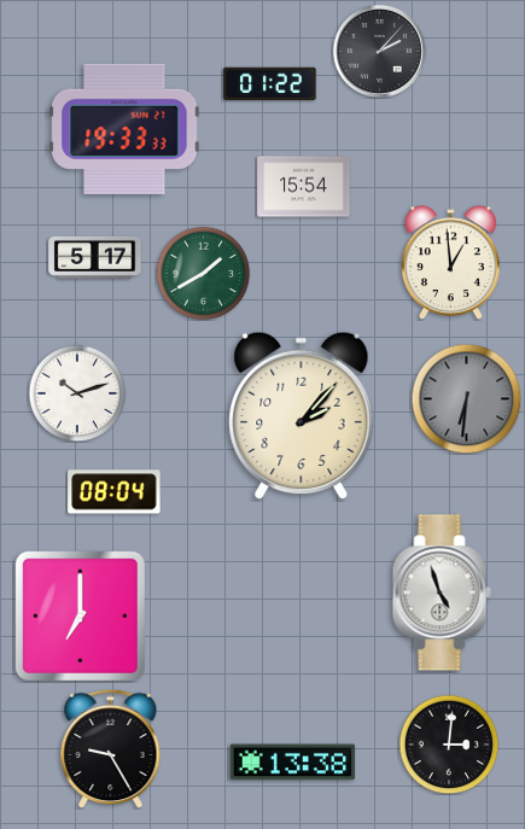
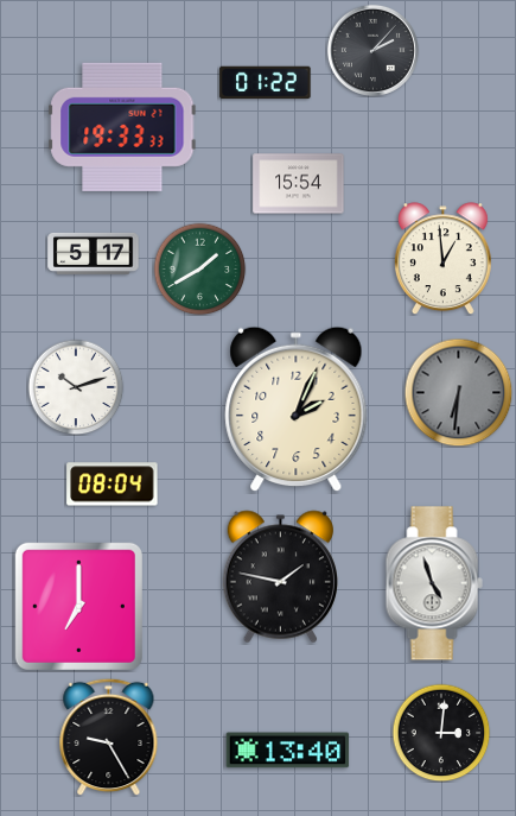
clock at (302, 416): 2:07 -> 2:04
clock at (280, 577): none -> 1:47
clock at (293, 763): 13:38 -> 13:40
